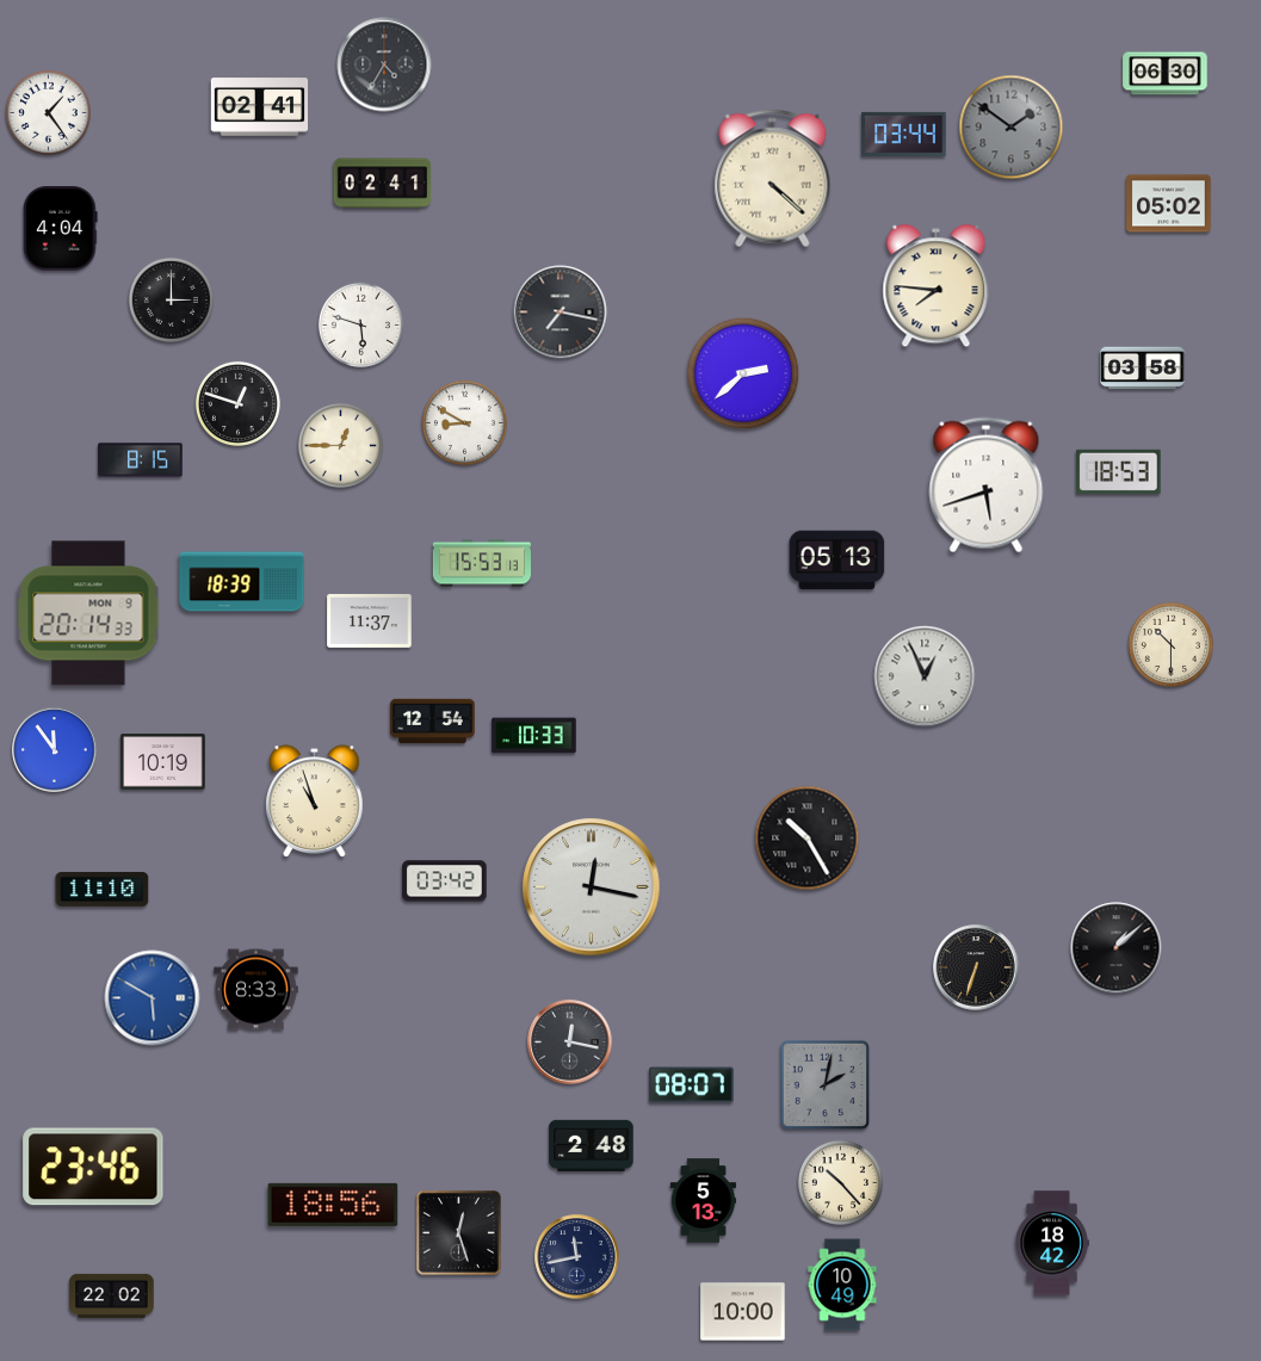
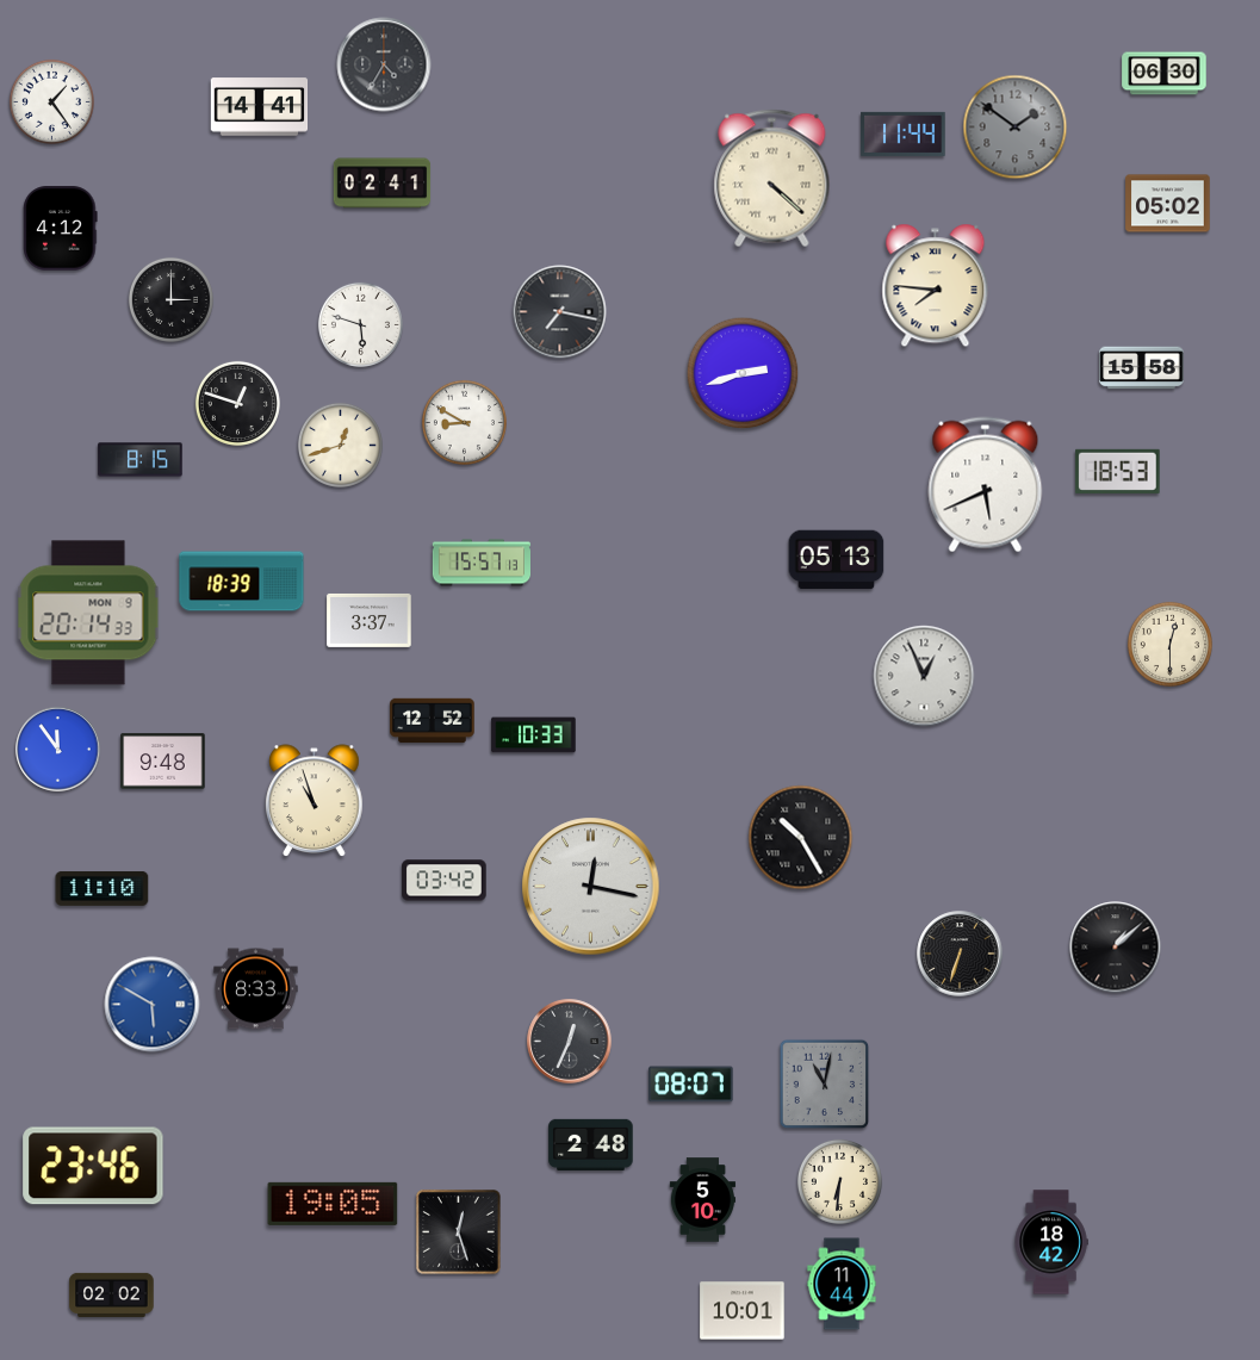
clock at (260, 107): 02:41 -> 14:41
clock at (48, 112) position: (48, 112) -> (51, 101)
clock at (1012, 128) position: (1012, 128) -> (1016, 128)
clock at (904, 134): 03:44 -> 11:44
clock at (61, 229): 4:04 -> 4:12
clock at (1143, 369): 03:58 -> 15:58
clock at (743, 373): 2:38 -> 2:42
clock at (340, 445): 12:45 -> 12:42
clock at (987, 485): 5:42 -> 5:41
clock at (481, 563): 15:53 -> 15:57
clock at (370, 620): 11:37 -> 3:37
clock at (1170, 644): 10:30 -> 12:30
clock at (433, 722): 12:54 -> 12:52
clock at (55, 750) position: (55, 750) -> (58, 750)
clock at (163, 762): 10:19 -> 9:48
clock at (808, 839) position: (808, 839) -> (801, 838)
clock at (976, 967) position: (976, 967) -> (960, 954)
clock at (153, 998) position: (153, 998) -> (153, 1005)
clock at (570, 1043): 12:17 -> 12:34
clock at (826, 1085): 2:02 -> 11:02
clock at (840, 1182): 10:23 -> 6:31
clock at (704, 1201): 5:13 -> 5:10
clock at (333, 1205): 18:56 -> 19:05
clock at (577, 1257): 11:43 -> none
clock at (842, 1285): 10:49 -> 11:44
clock at (112, 1295): 22:02 -> 02:02
clock at (743, 1312): 10:00 -> 10:01
